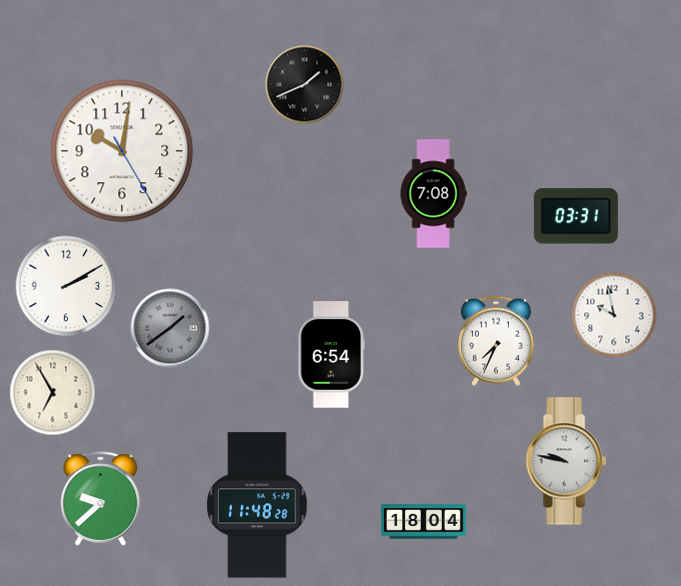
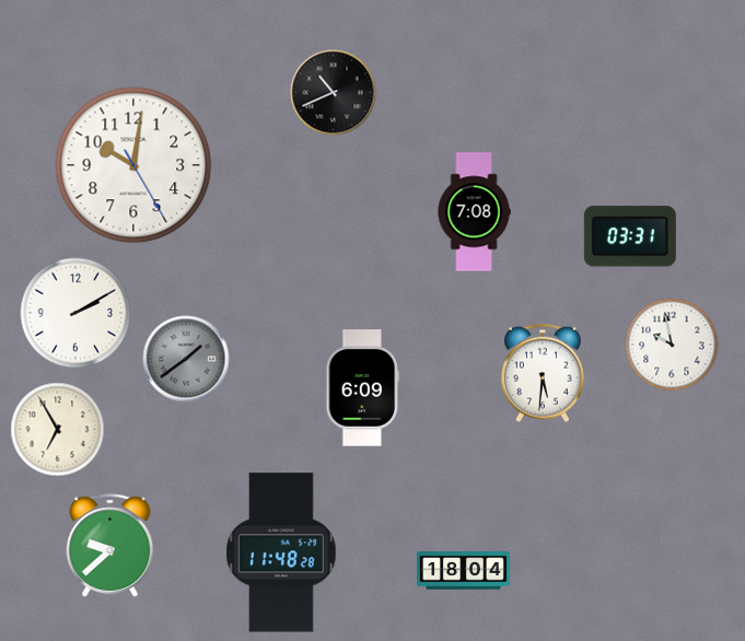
clock at (305, 85): 1:41 -> 10:41
clock at (66, 286) position: (66, 286) -> (75, 313)
clock at (496, 341): 7:34 -> 5:31
clock at (332, 355): 6:54 -> 6:09
clock at (566, 461): 9:47 -> none
